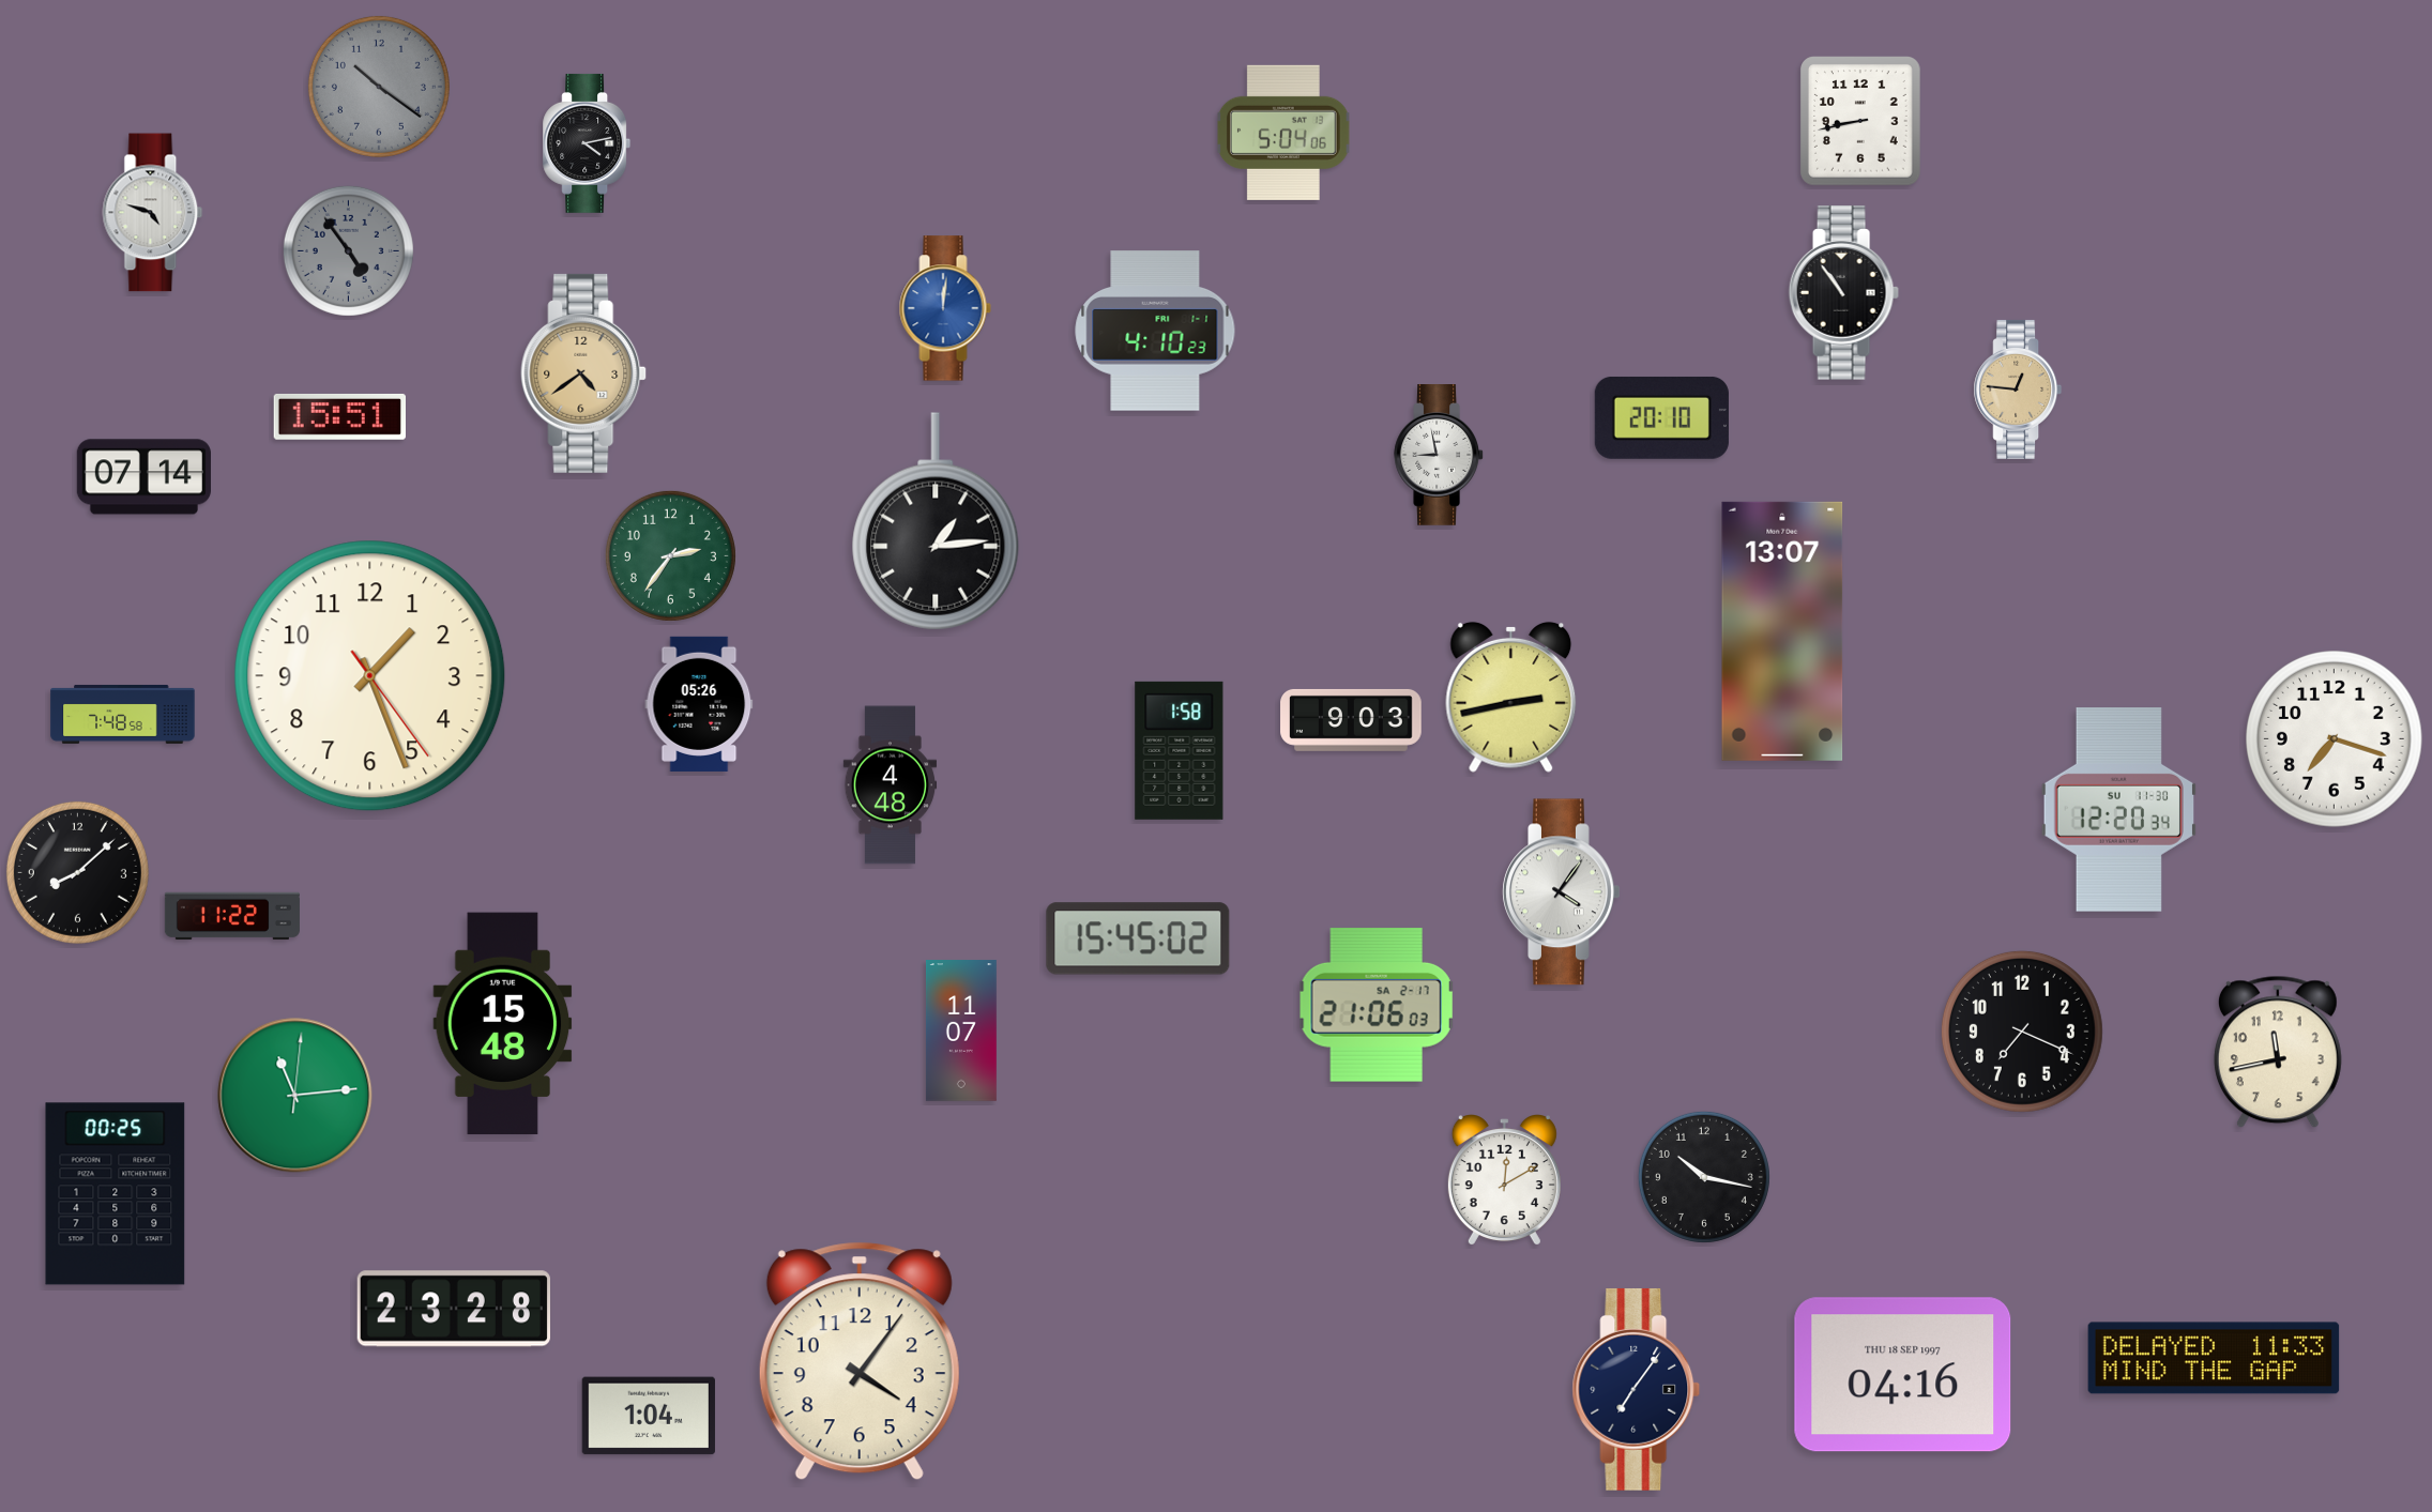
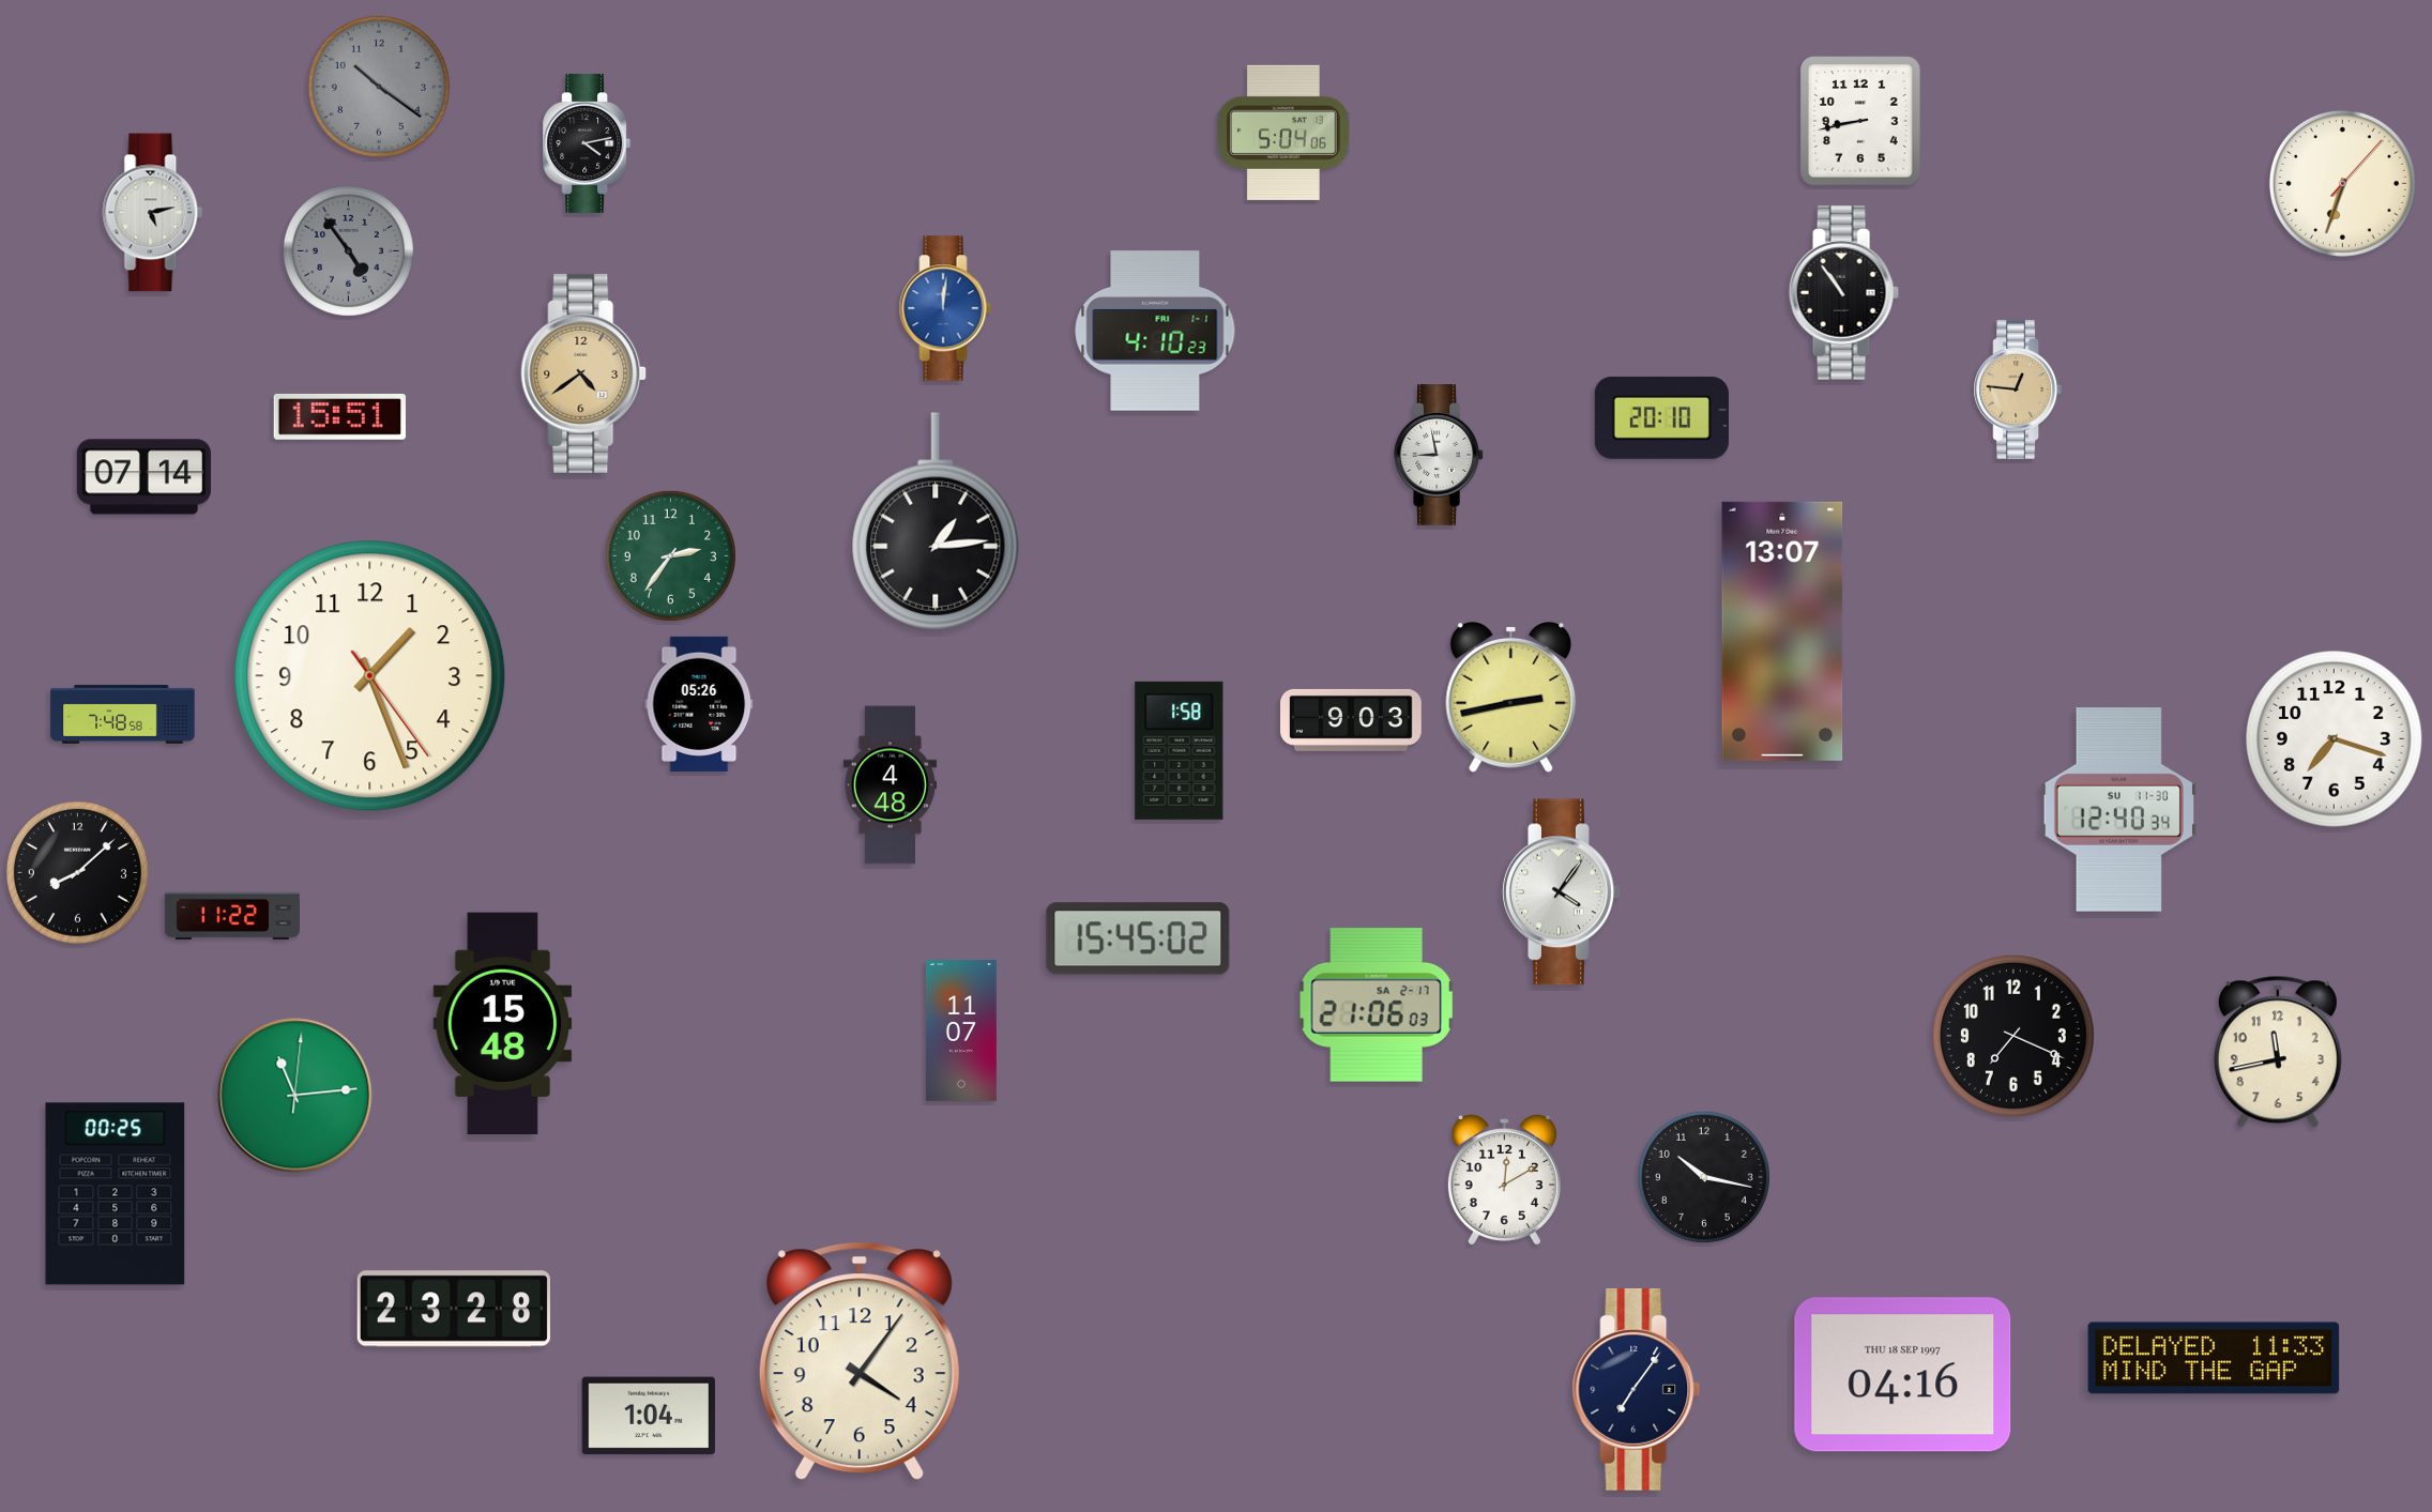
clock at (2342, 183): none -> 6:33
clock at (153, 213): 4:48 -> 5:13
clock at (2118, 810): 12:20 -> 12:40
clock at (2022, 1032) position: (2022, 1032) -> (2013, 1036)
